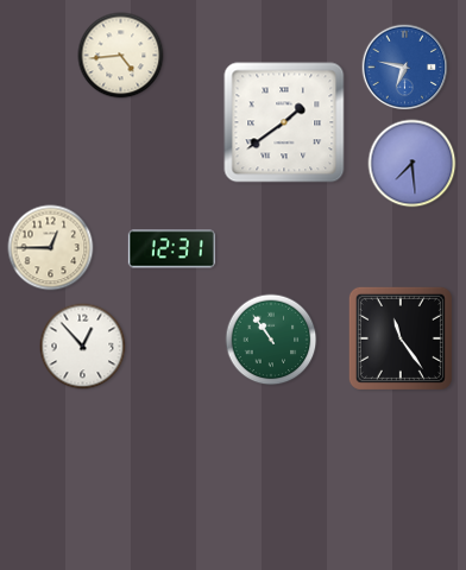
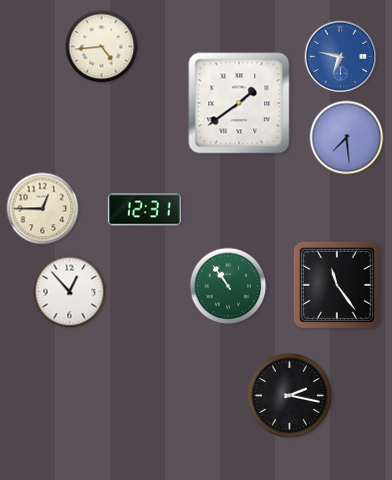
clock at (289, 395): none -> 2:17
